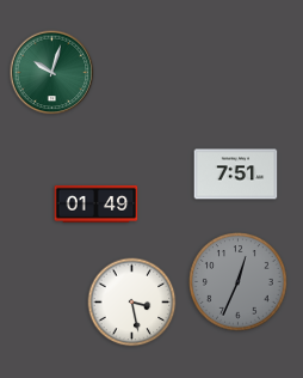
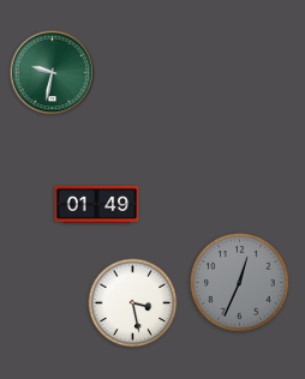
clock at (52, 73): 10:03 -> 9:32
clock at (236, 175): 7:51 -> none
